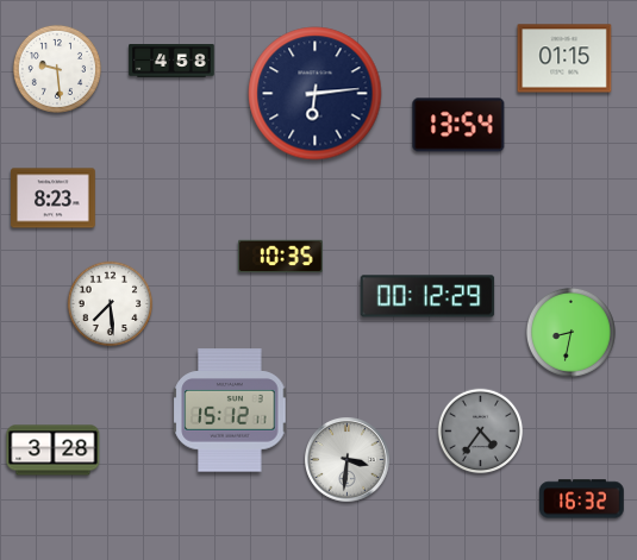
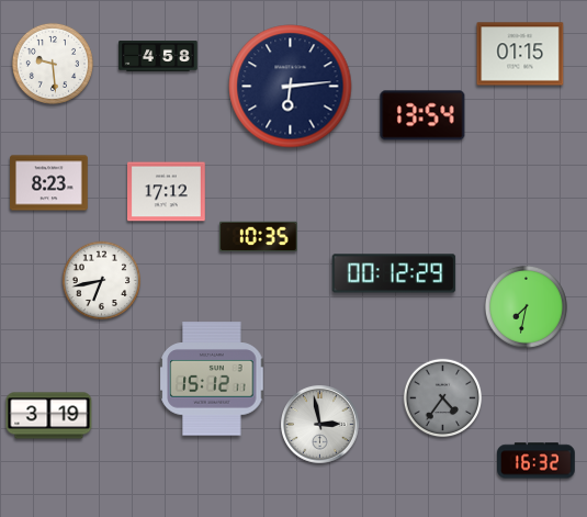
clock at (167, 192): none -> 17:12
clock at (111, 304): 7:29 -> 6:43
clock at (570, 332): 8:32 -> 7:32
clock at (54, 451): 3:28 -> 3:19
clock at (348, 460): 3:31 -> 2:58
